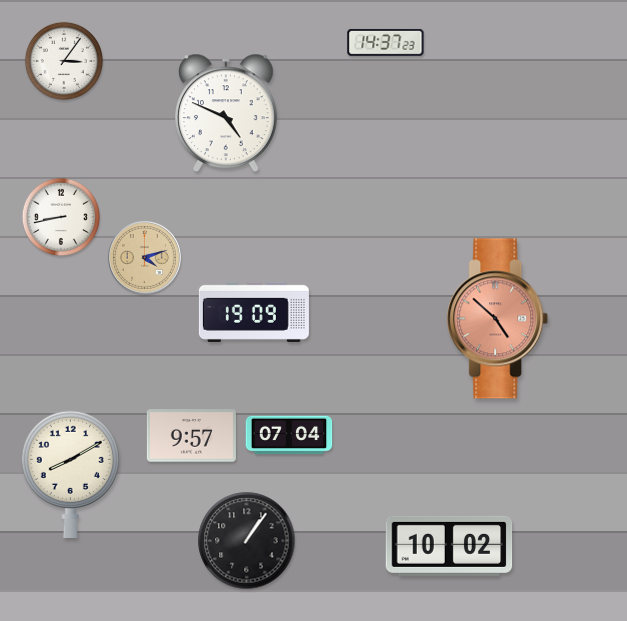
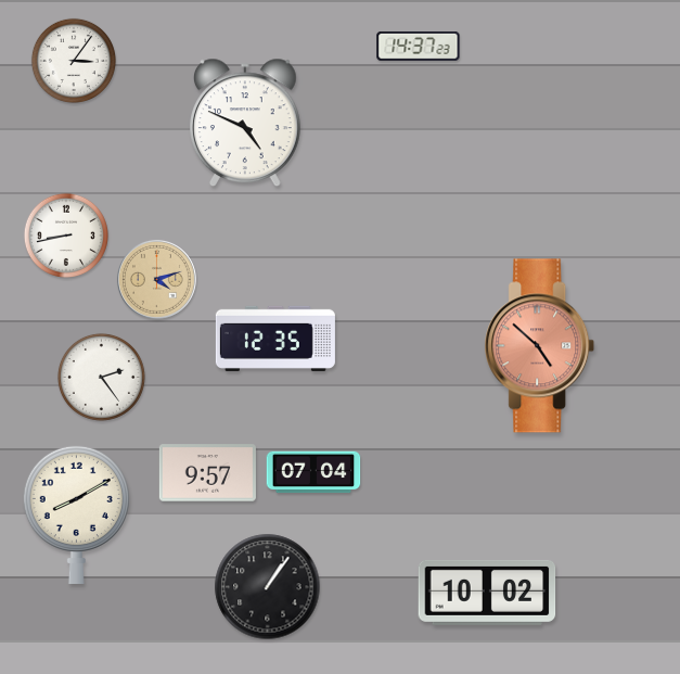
clock at (64, 61) position: (64, 61) -> (74, 61)
clock at (254, 312): 19:09 -> 12:35
clock at (101, 377): none -> 2:24
